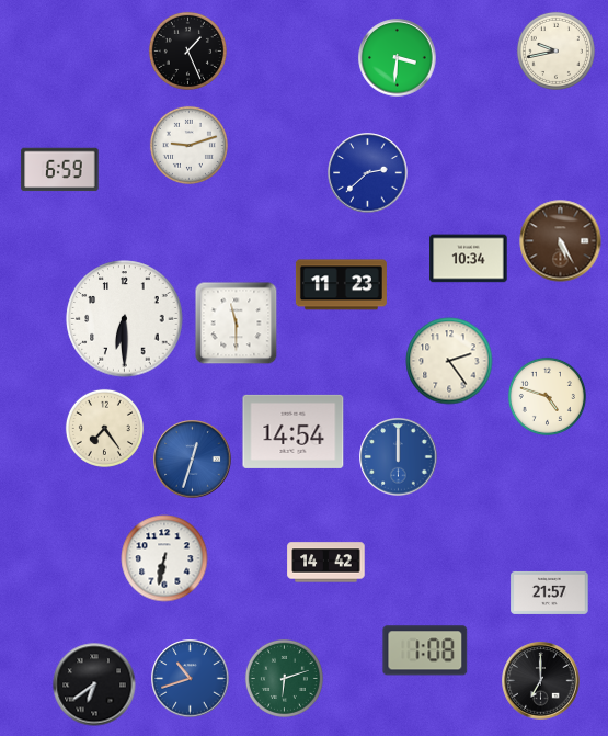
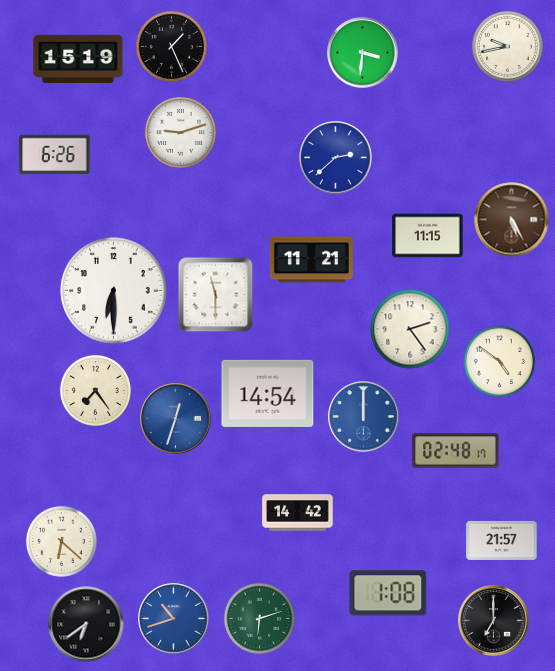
clock at (78, 58): none -> 15:19
clock at (188, 145) position: (188, 145) -> (180, 132)
clock at (60, 170): 6:59 -> 6:26
clock at (469, 259): 10:34 -> 11:15
clock at (341, 285): 11:23 -> 11:21
clock at (547, 396): 4:48 -> 4:51
clock at (456, 451): none -> 02:48
clock at (164, 558): 6:32 -> none
clock at (61, 541): none -> 6:22
